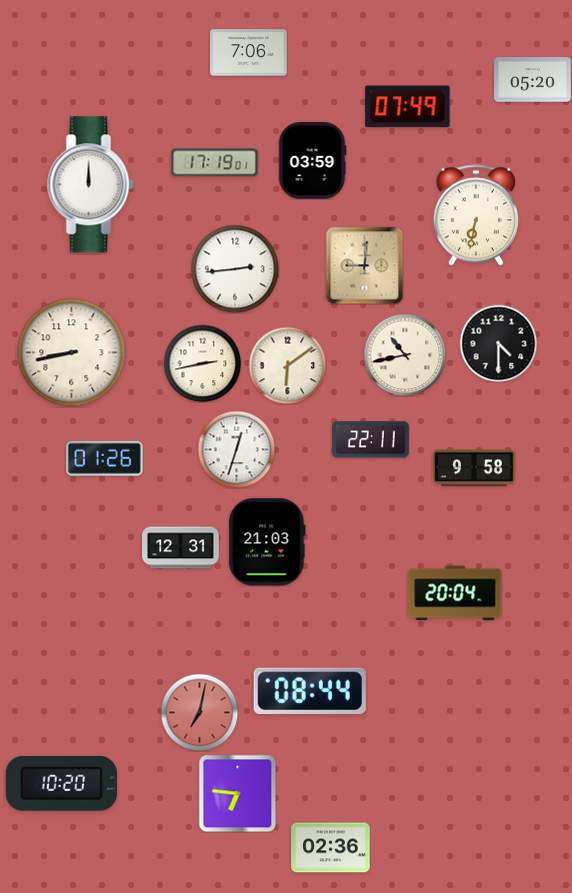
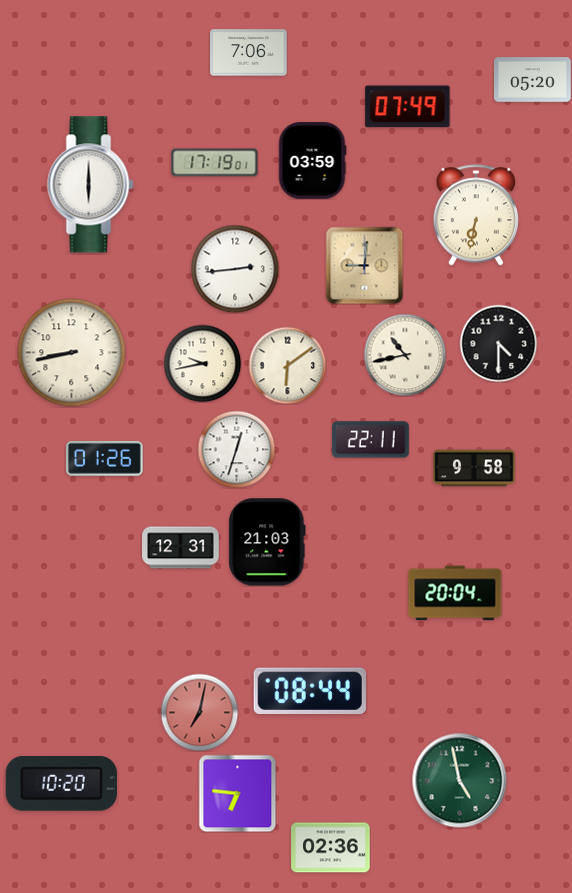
clock at (91, 185): 12:00 -> 6:00
clock at (202, 363): 2:43 -> 9:43
clock at (459, 780): none -> 4:58
